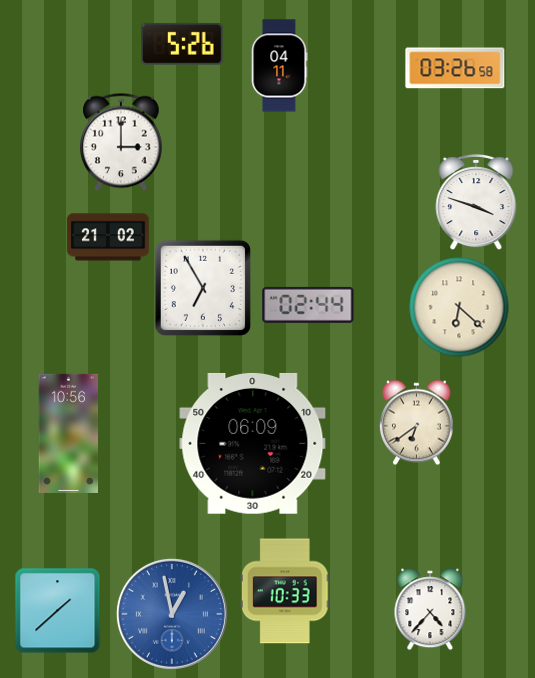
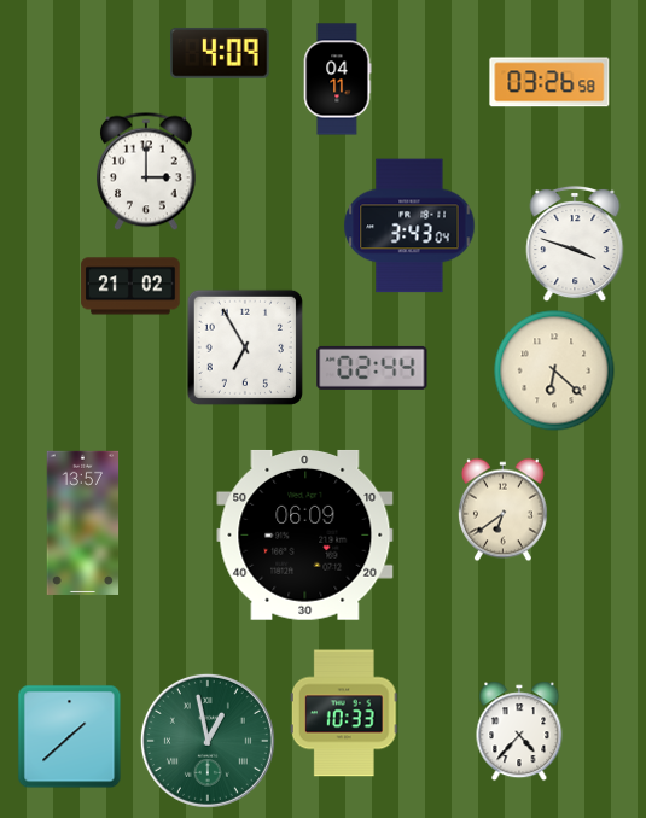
clock at (183, 44): 5:26 -> 4:09
clock at (409, 226): none -> 3:43
clock at (69, 433): 10:56 -> 13:57
clock at (430, 609) position: (430, 609) -> (519, 731)
clock at (172, 614) dial: blue -> green
